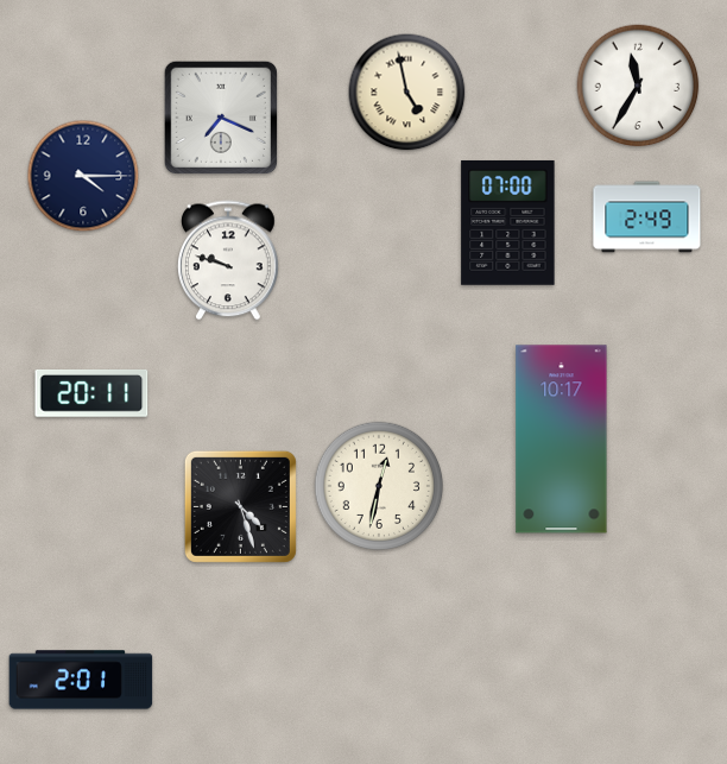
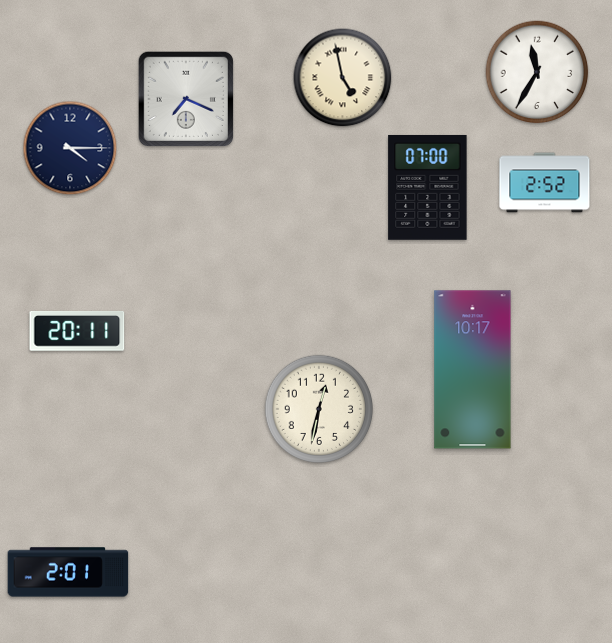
clock at (647, 217): 2:49 -> 2:52
clock at (229, 260): 9:48 -> none
clock at (240, 506): 4:27 -> none
